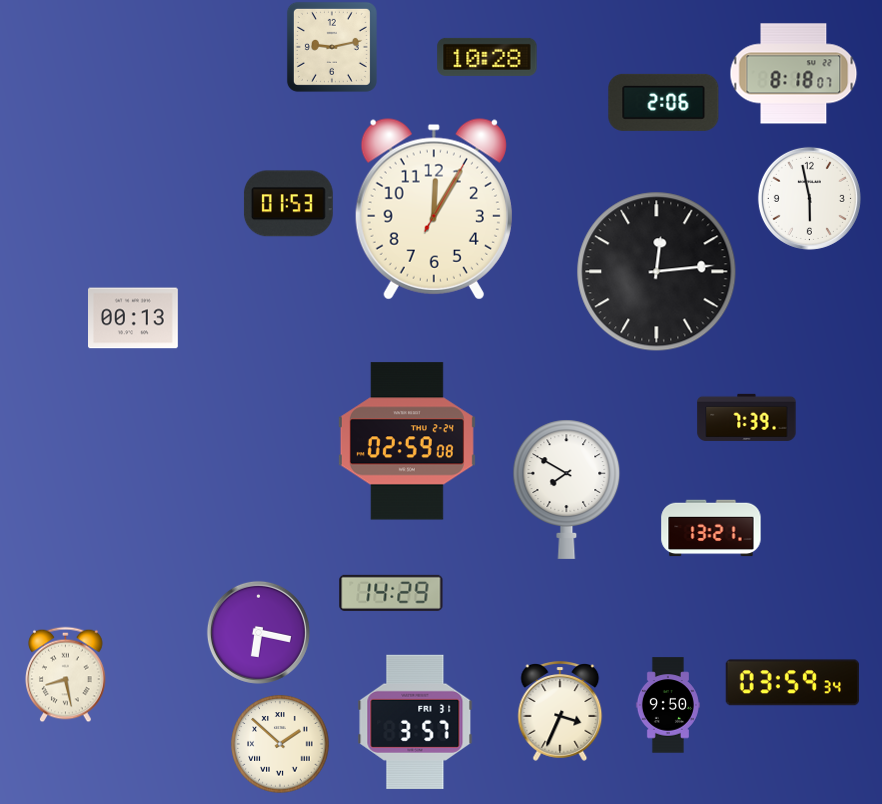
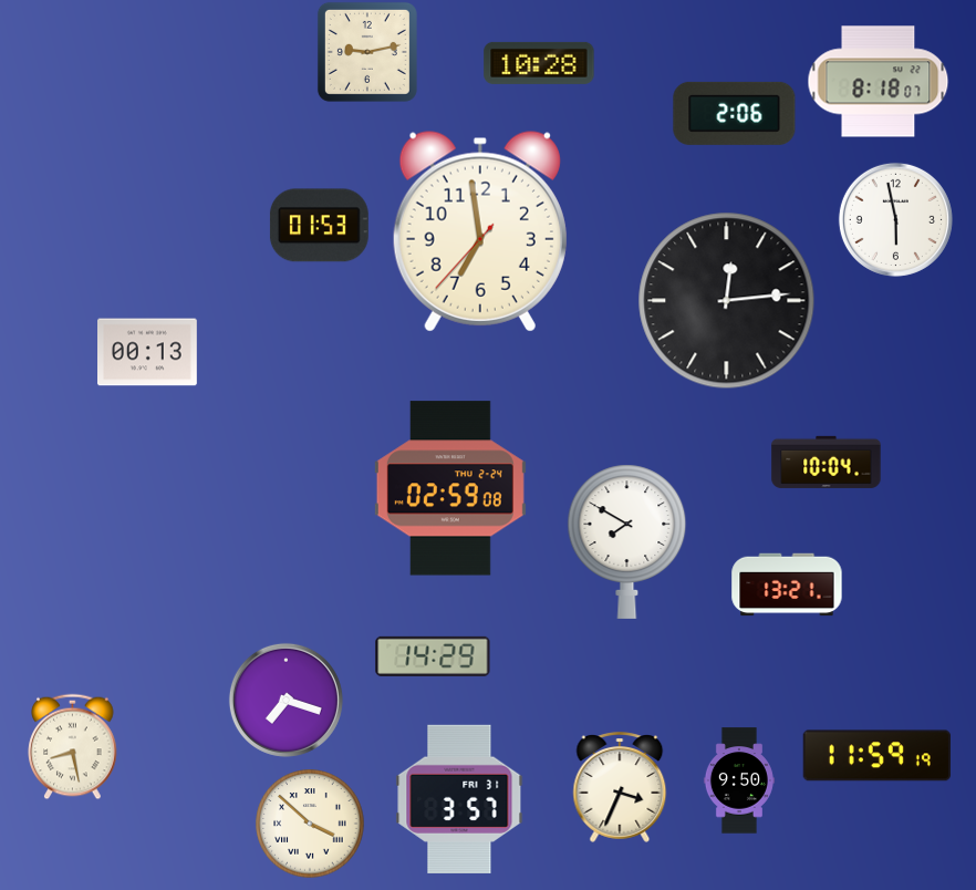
clock at (434, 209): 12:05 -> 6:58
clock at (747, 417): 7:39 -> 10:04
clock at (258, 632): 6:17 -> 7:18
clock at (792, 683): 03:59 -> 11:59
clock at (280, 744): 1:52 -> 3:52
